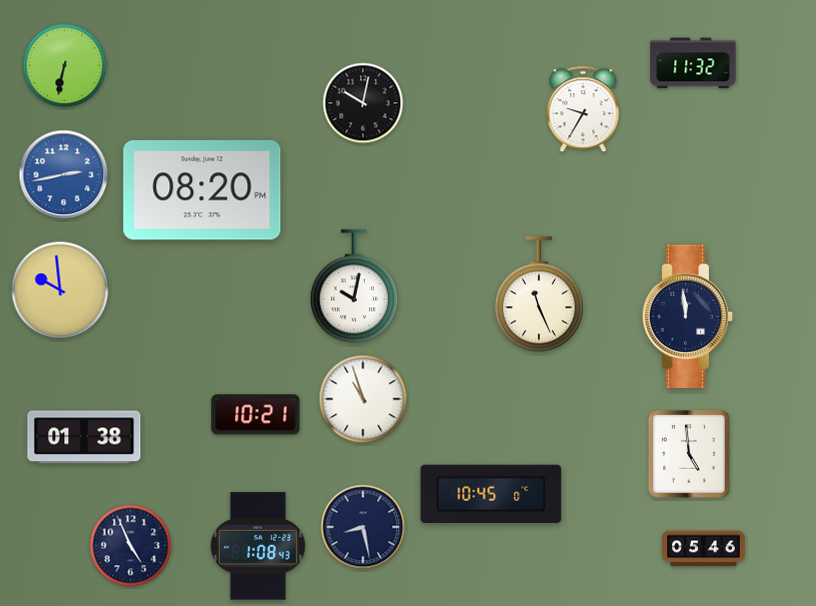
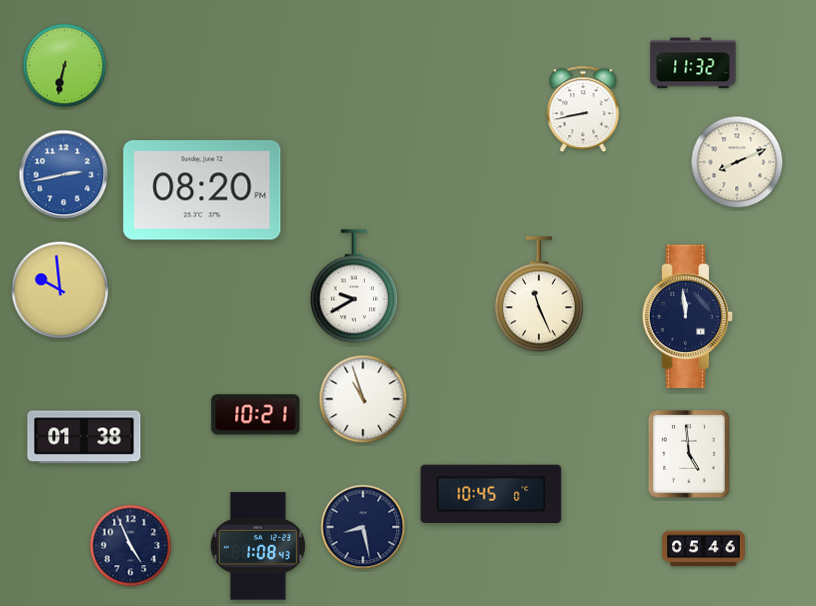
clock at (363, 103): 10:02 -> none
clock at (583, 109): 9:35 -> 8:43
clock at (737, 162): none -> 8:11
clock at (354, 286): 10:02 -> 9:40
